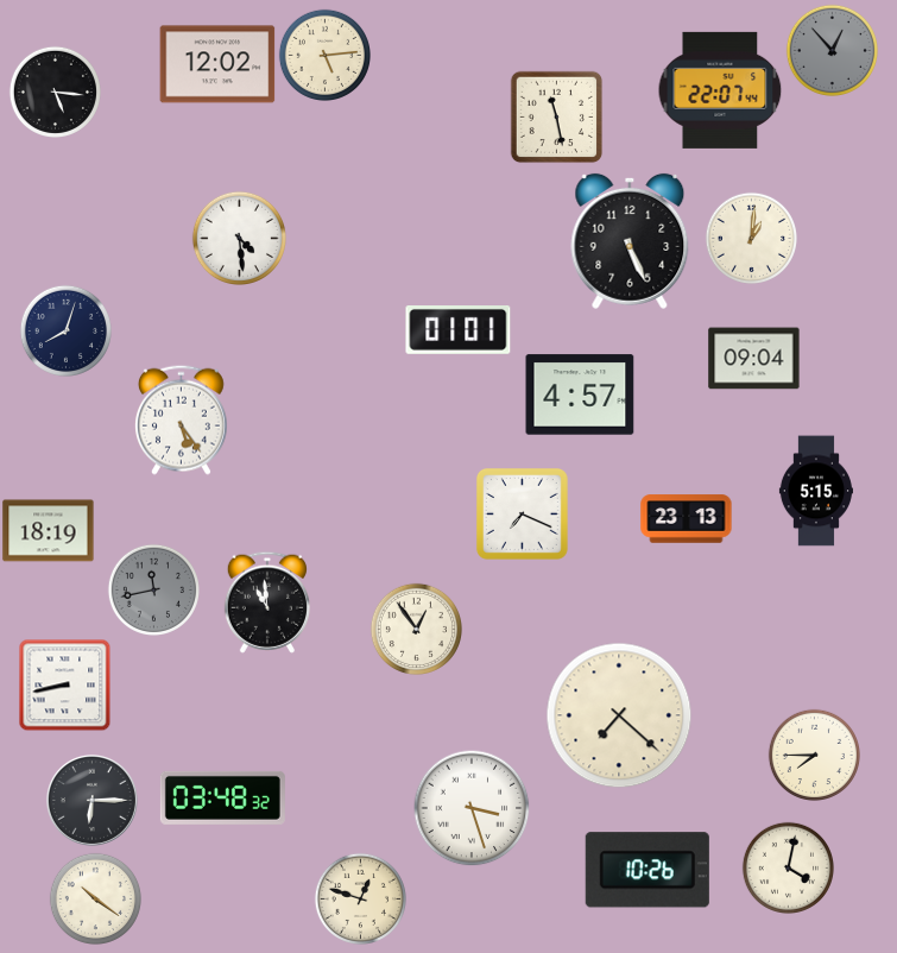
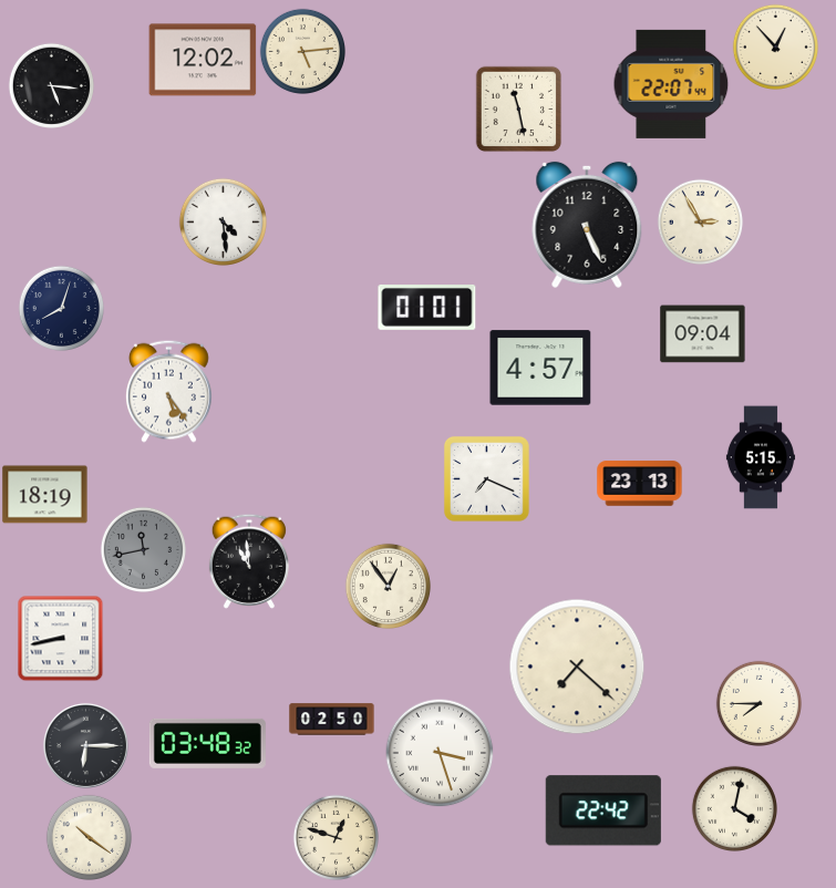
clock at (832, 50) dial: grey -> cream
clock at (751, 238): 1:01 -> 2:55
clock at (332, 720): none -> 02:50
clock at (648, 870): 10:26 -> 22:42
